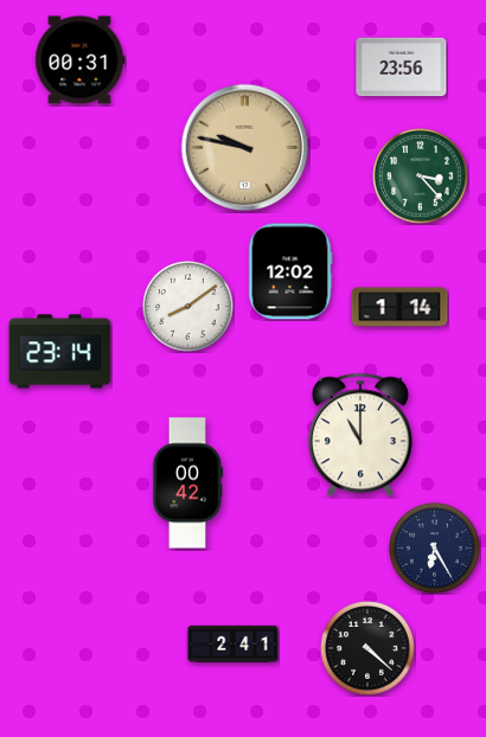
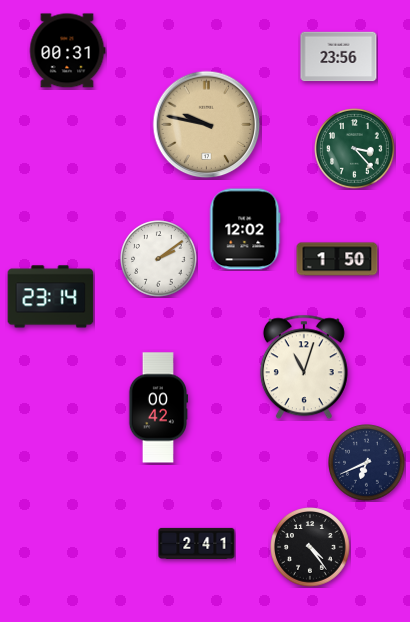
clock at (188, 307): 8:09 -> 2:09
clock at (399, 307): 1:14 -> 1:50
clock at (360, 435): 11:00 -> 11:03
clock at (435, 549): 6:25 -> 6:41
clock at (367, 648): 4:22 -> 4:24
